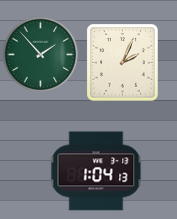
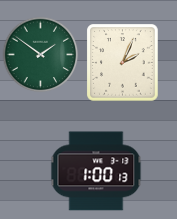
clock at (41, 55): 1:53 -> 1:51
clock at (96, 171): 1:04 -> 1:00
